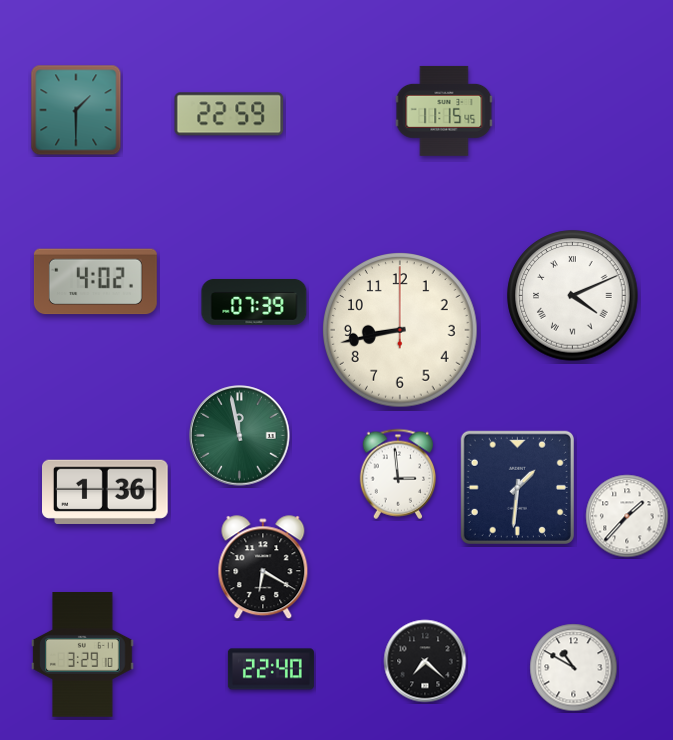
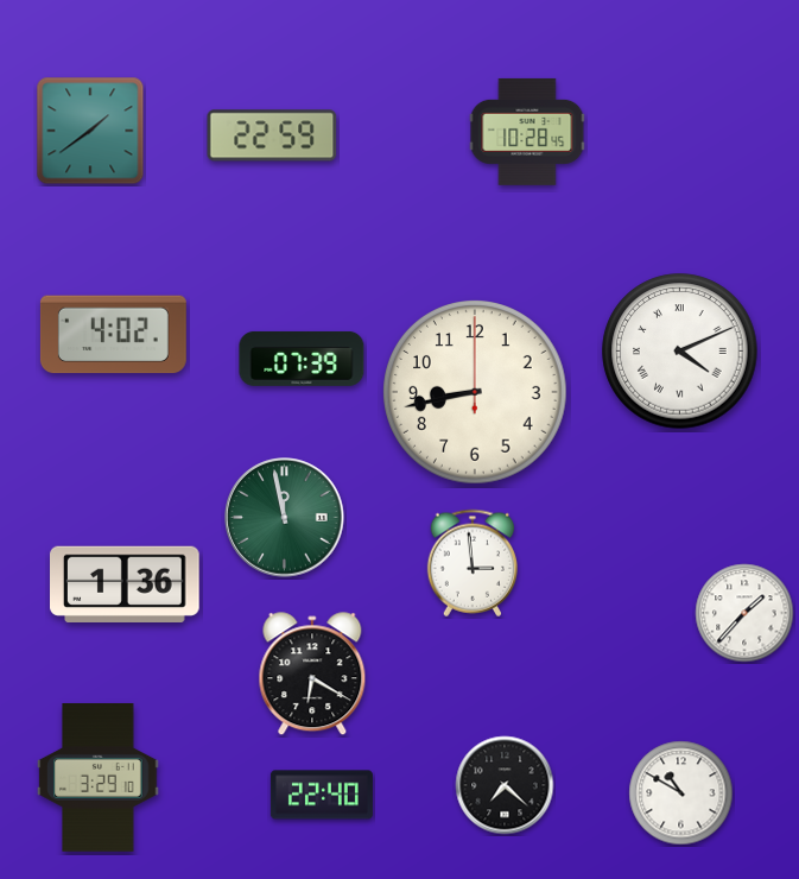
clock at (76, 110): 1:30 -> 1:39
clock at (444, 111): 11:15 -> 10:28
clock at (517, 487): 1:31 -> none
